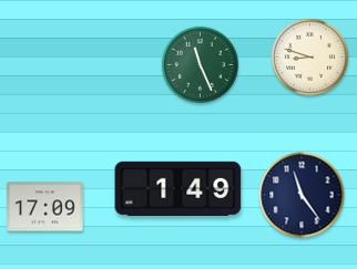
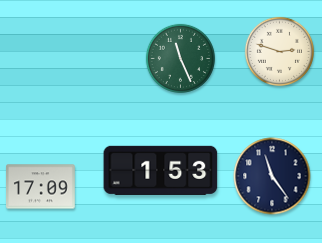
clock at (309, 56): 8:48 -> 2:48
clock at (178, 188): 1:49 -> 1:53
